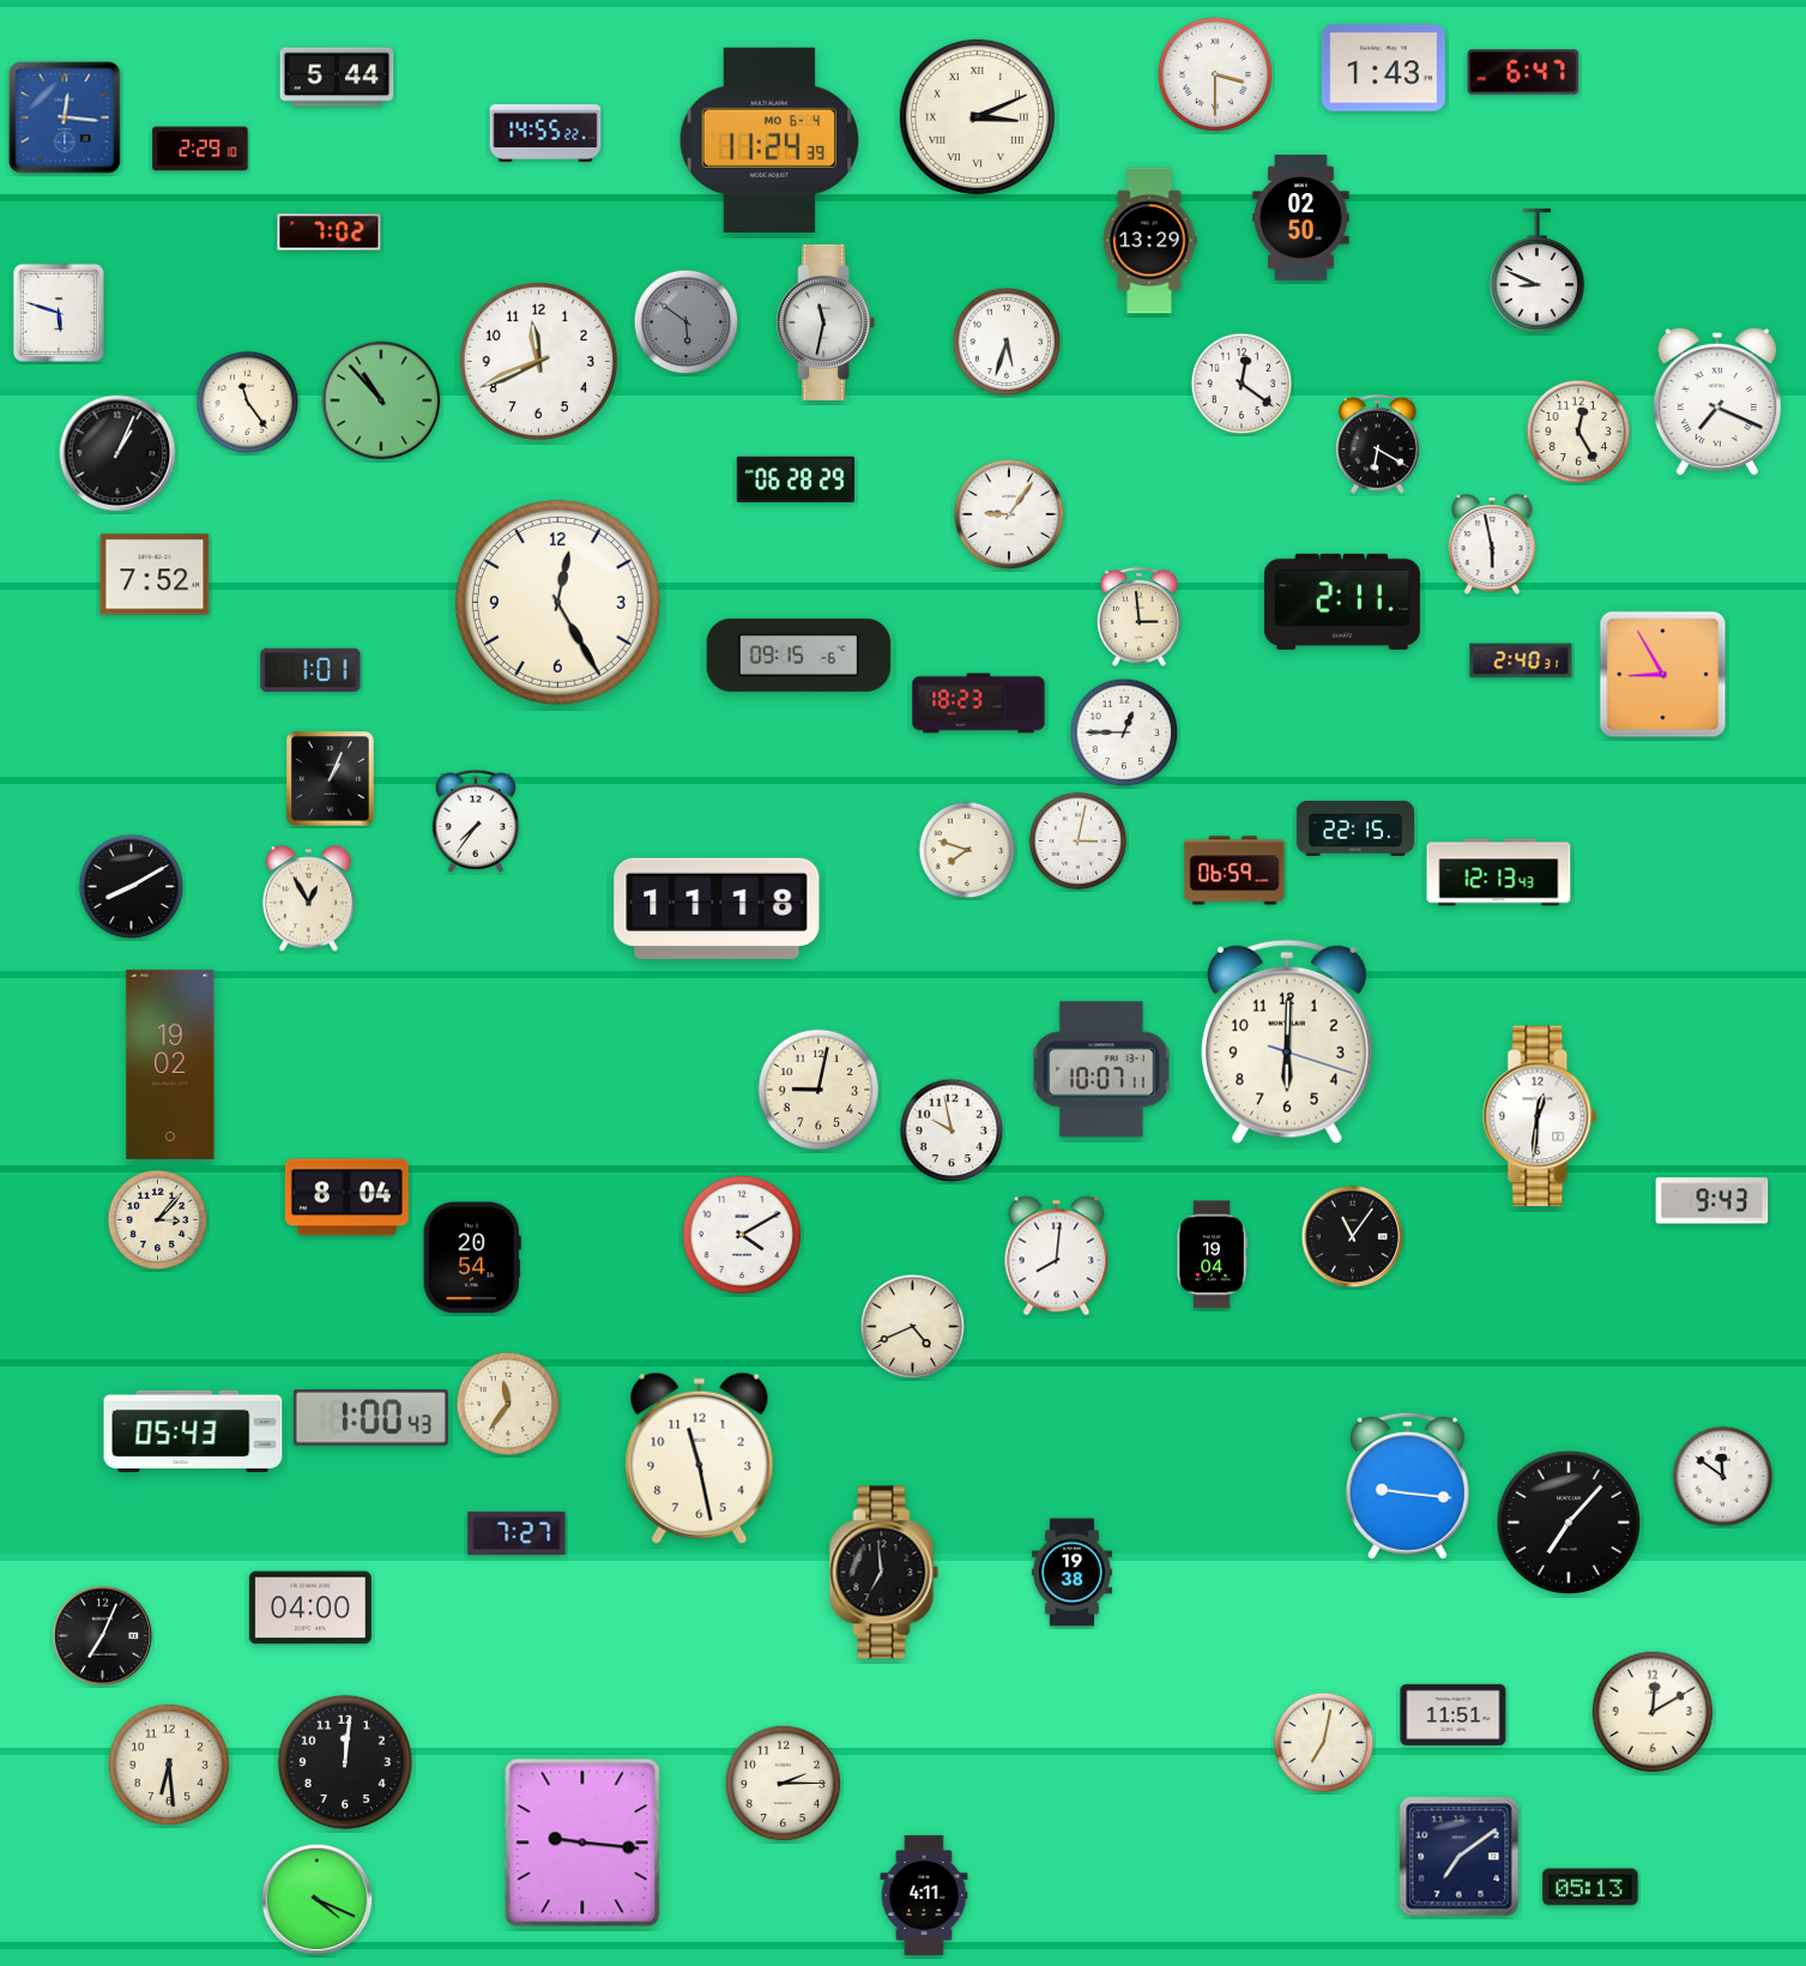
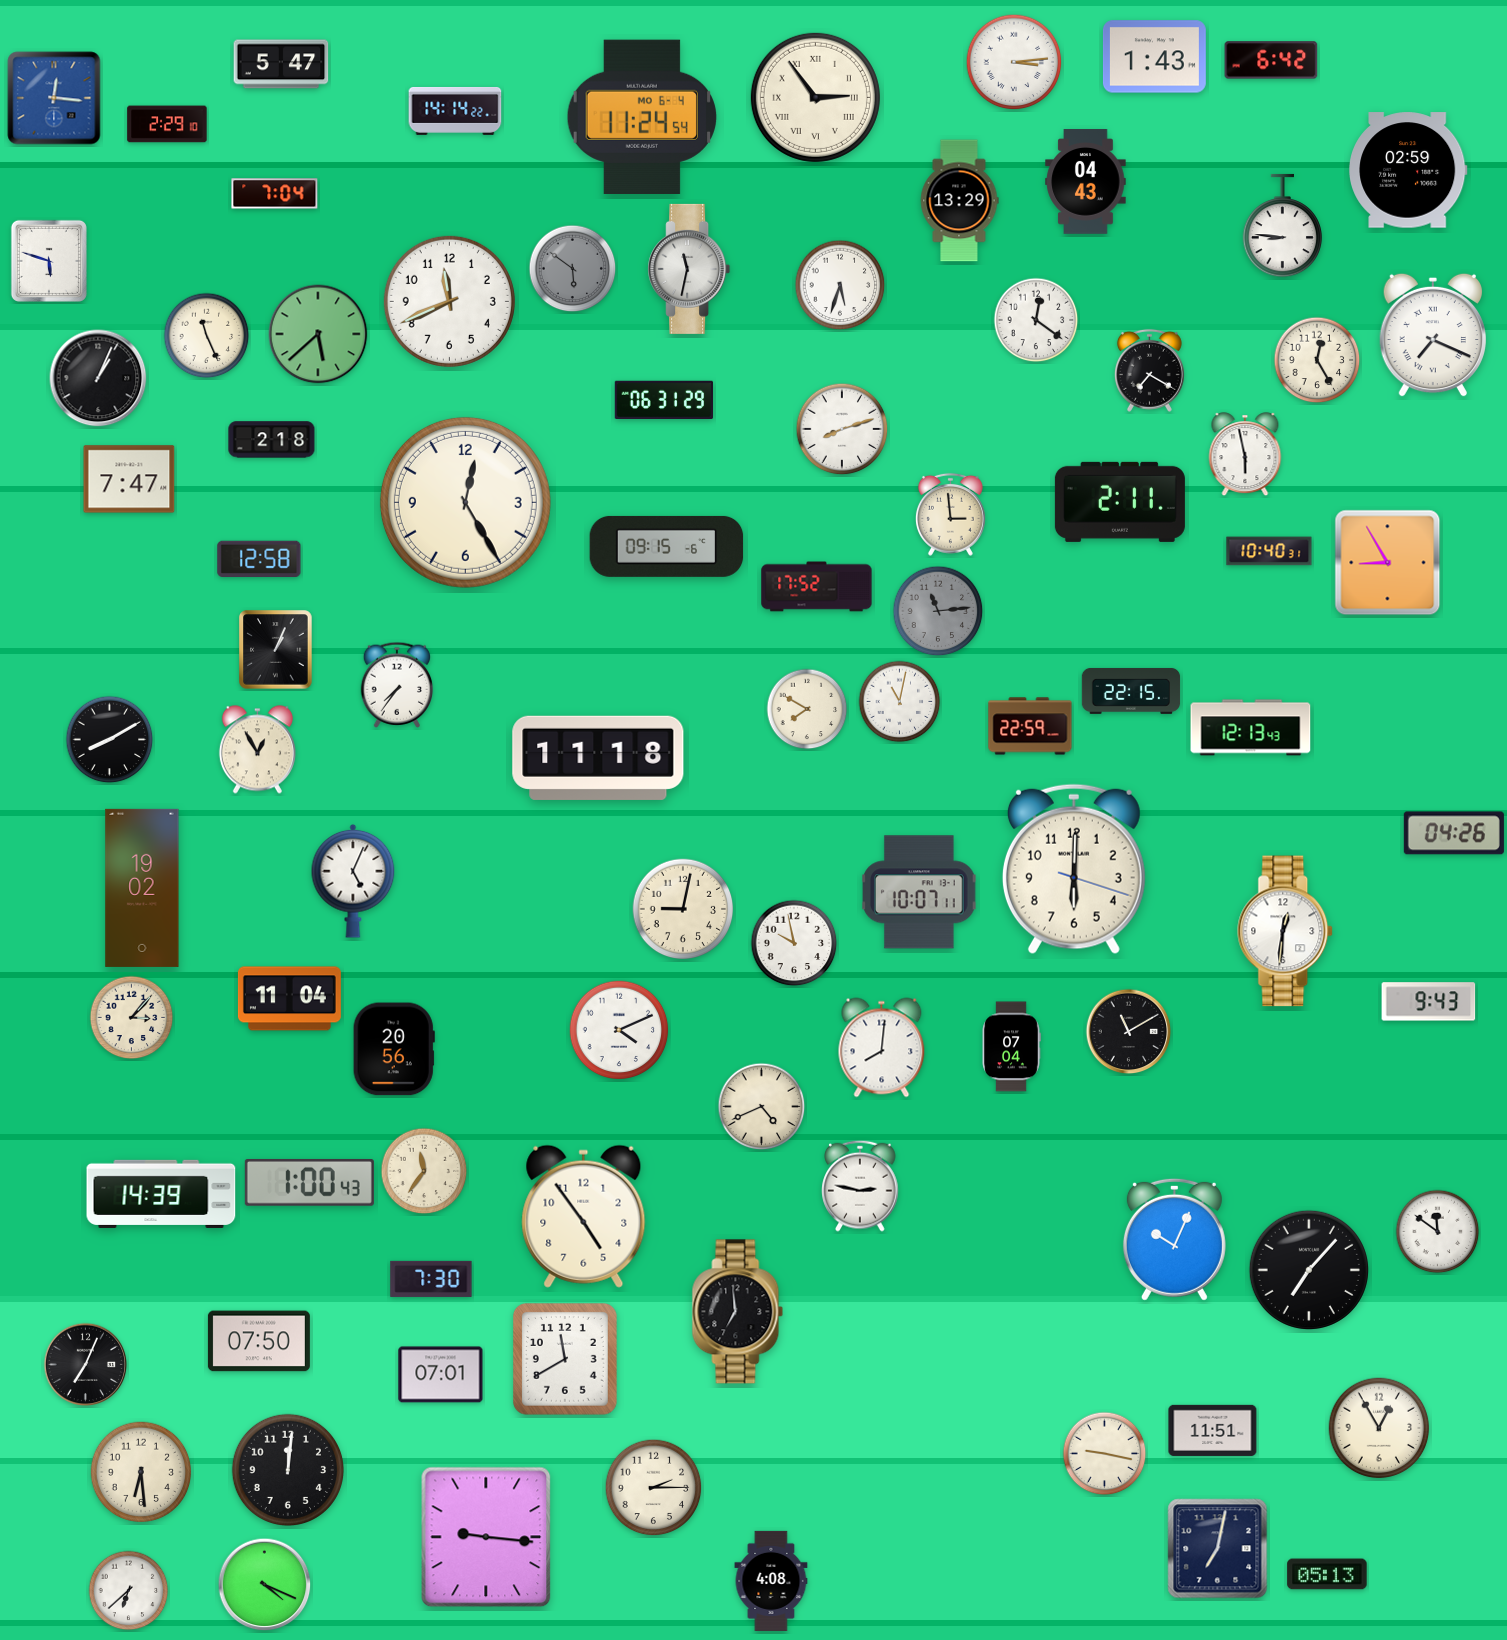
clock at (1523, 72): 6:47 -> 6:42
clock at (1215, 74): 3:30 -> 3:14
clock at (337, 77): 5:44 -> 5:47
clock at (977, 116): 3:11 -> 2:54
clock at (545, 133): 14:55 -> 14:14
clock at (768, 139): 11:24:39 -> 11:24:54
clock at (1409, 170): none -> 02:59
clock at (1301, 218): 02:50 -> 04:43
clock at (330, 233): 7:02 -> 7:04
clock at (1536, 271): 8:49 -> 8:46
clock at (381, 400): 10:53 -> 5:38
clock at (248, 403): 11:24 -> 11:26
clock at (1377, 444): 6:20 -> 7:20
clock at (795, 480): 06:28 -> 06:31
clock at (1009, 514): 9:06 -> 8:12
clock at (272, 440): none -> 2:18
clock at (155, 574): 7:52 -> 7:47
clock at (1521, 661): 2:40 -> 10:40
clock at (310, 669): 1:01 -> 12:58
clock at (979, 704): 18:23 -> 17:52
clock at (1124, 732): 12:45 -> 11:14
clock at (1124, 732) dial: white -> grey
clock at (1079, 842): 3:02 -> 11:02
clock at (967, 850): 7:48 -> 7:50
clock at (1234, 870): 06:59 -> 22:59
clock at (1454, 833): none -> 04:26
clock at (353, 881): none -> 5:04
clock at (346, 1198): 8:04 -> 11:04
clock at (742, 1235): 4:10 -> 4:11
clock at (1353, 1237): 11:06 -> 11:10
clock at (1212, 1255): 19:04 -> 07:04
clock at (472, 1258): 20:54 -> 20:56
clock at (860, 1186): none -> 2:47
clock at (193, 1431): 05:43 -> 14:39
clock at (700, 1458): 11:28 -> 4:54
clock at (1407, 1485): 9:16 -> 10:04
clock at (517, 1533): 7:27 -> 7:30
clock at (1071, 1573): 19:38 -> none
clock at (310, 1608): 04:00 -> 07:50
clock at (566, 1360): none -> 11:40
clock at (441, 1375): none -> 07:01
clock at (1653, 1712): 12:10 -> 12:55
clock at (1324, 1743): 7:02 -> 9:17
clock at (1460, 1857): 7:09 -> 7:02
clock at (924, 1895): 4:11 -> 4:08
clock at (129, 1591): none -> 6:38
